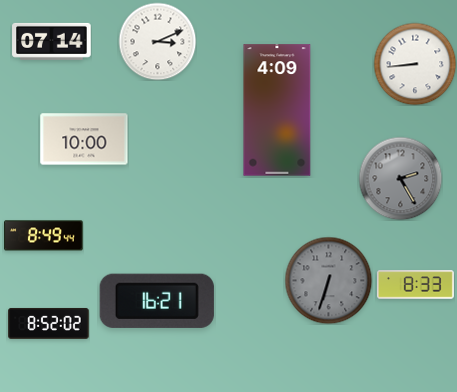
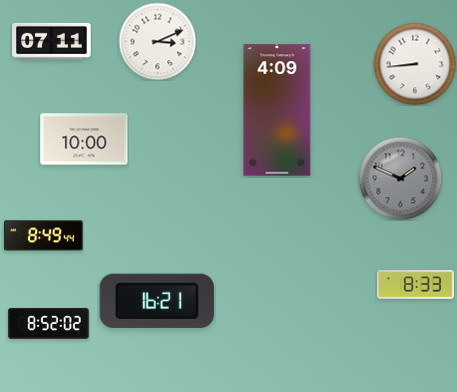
clock at (52, 41): 07:14 -> 07:11
clock at (400, 178): 2:25 -> 1:49
clock at (328, 280): 6:33 -> none
